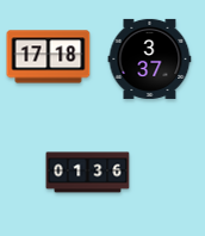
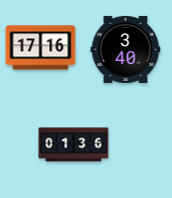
clock at (49, 57): 17:18 -> 17:16
clock at (150, 58): 3:37 -> 3:40
